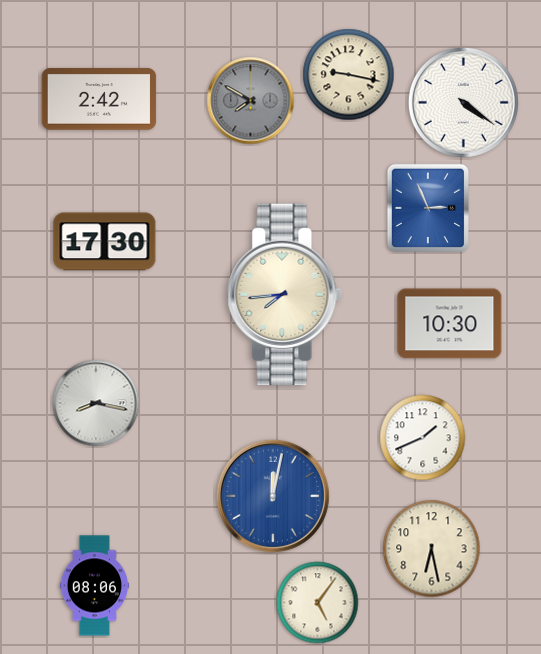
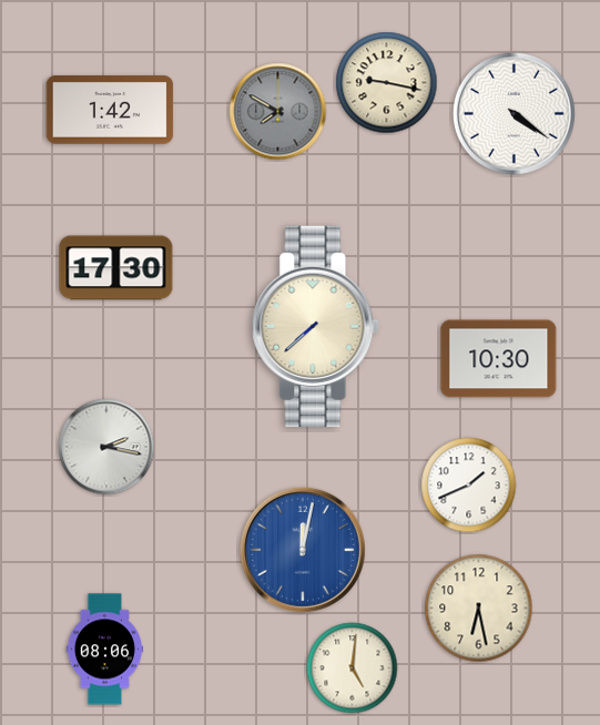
clock at (99, 99): 2:42 -> 1:42
clock at (427, 207): 2:56 -> none
clock at (285, 295): 7:44 -> 7:38
clock at (96, 403): 8:17 -> 2:17
clock at (318, 603): 5:06 -> 5:01
